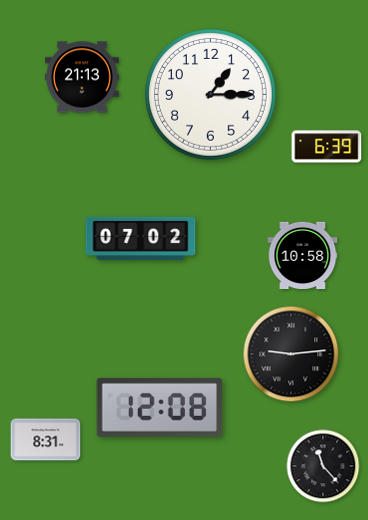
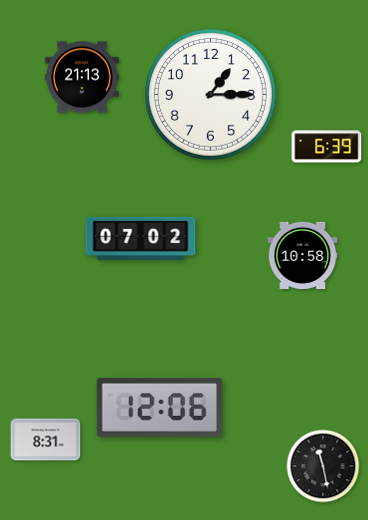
clock at (291, 354): 9:14 -> none
clock at (160, 407): 12:08 -> 12:06
clock at (323, 466): 11:23 -> 11:28
